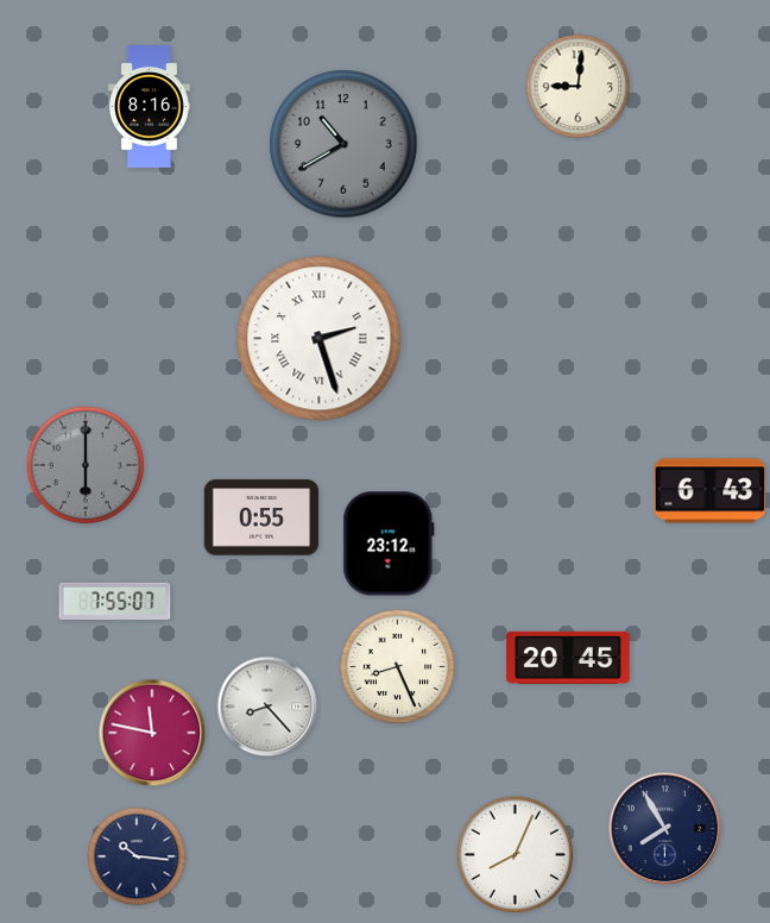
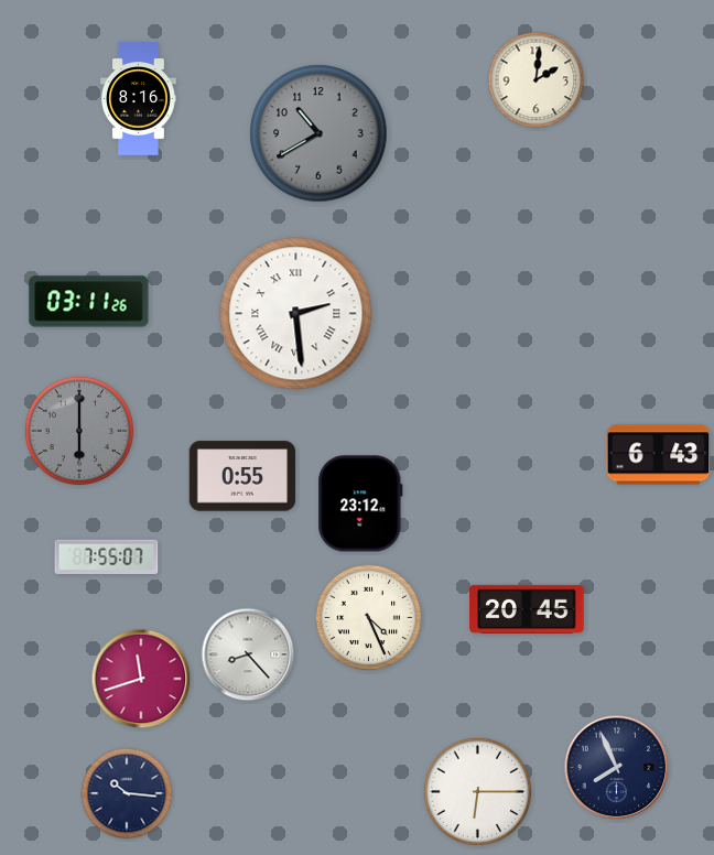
clock at (579, 87): 9:01 -> 2:01
clock at (89, 302): none -> 03:11
clock at (320, 339): 2:27 -> 2:29
clock at (261, 517) position: (261, 517) -> (242, 476)
clock at (398, 667): 8:26 -> 4:26
clock at (152, 733): 11:47 -> 11:42
clock at (665, 829): 7:55 -> 7:56
clock at (516, 855): 8:04 -> 6:15
